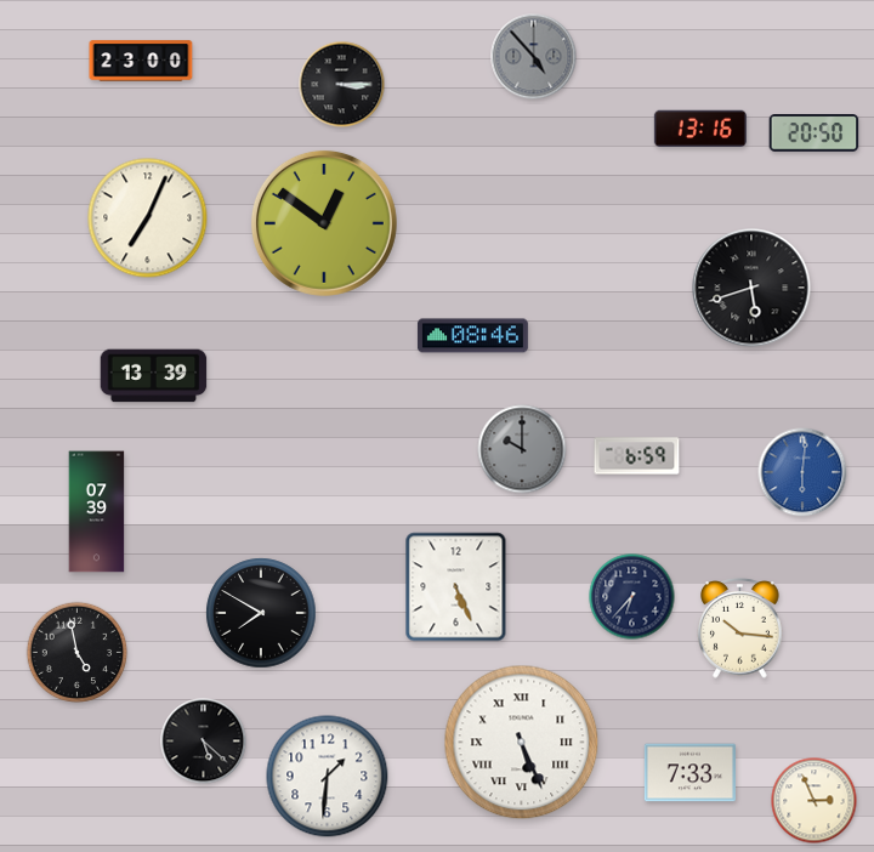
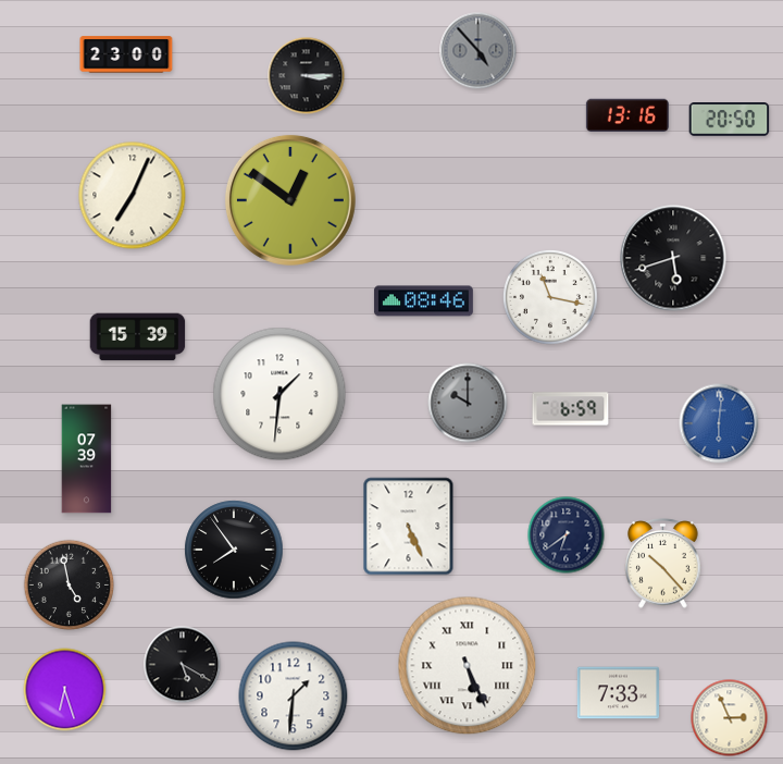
clock at (550, 297): none -> 11:17
clock at (154, 376): 13:39 -> 15:39
clock at (279, 394): none -> 1:31
clock at (632, 597): 6:37 -> 6:39
clock at (261, 613): 7:50 -> 7:54
clock at (740, 629): 10:16 -> 10:23
clock at (204, 742): 5:22 -> 5:20
clock at (65, 690): none -> 6:27
